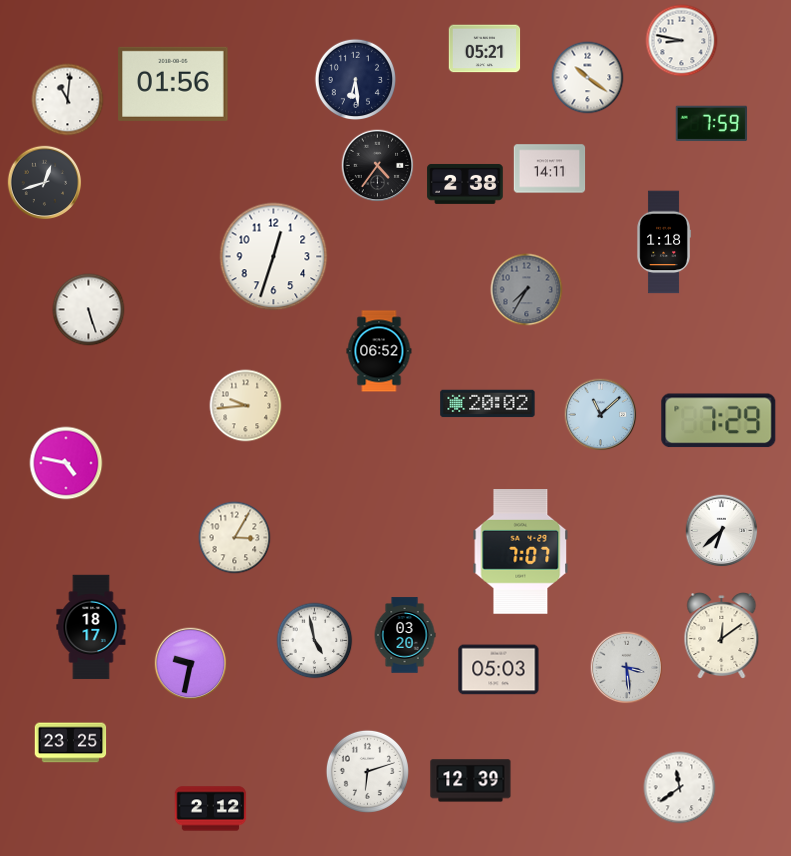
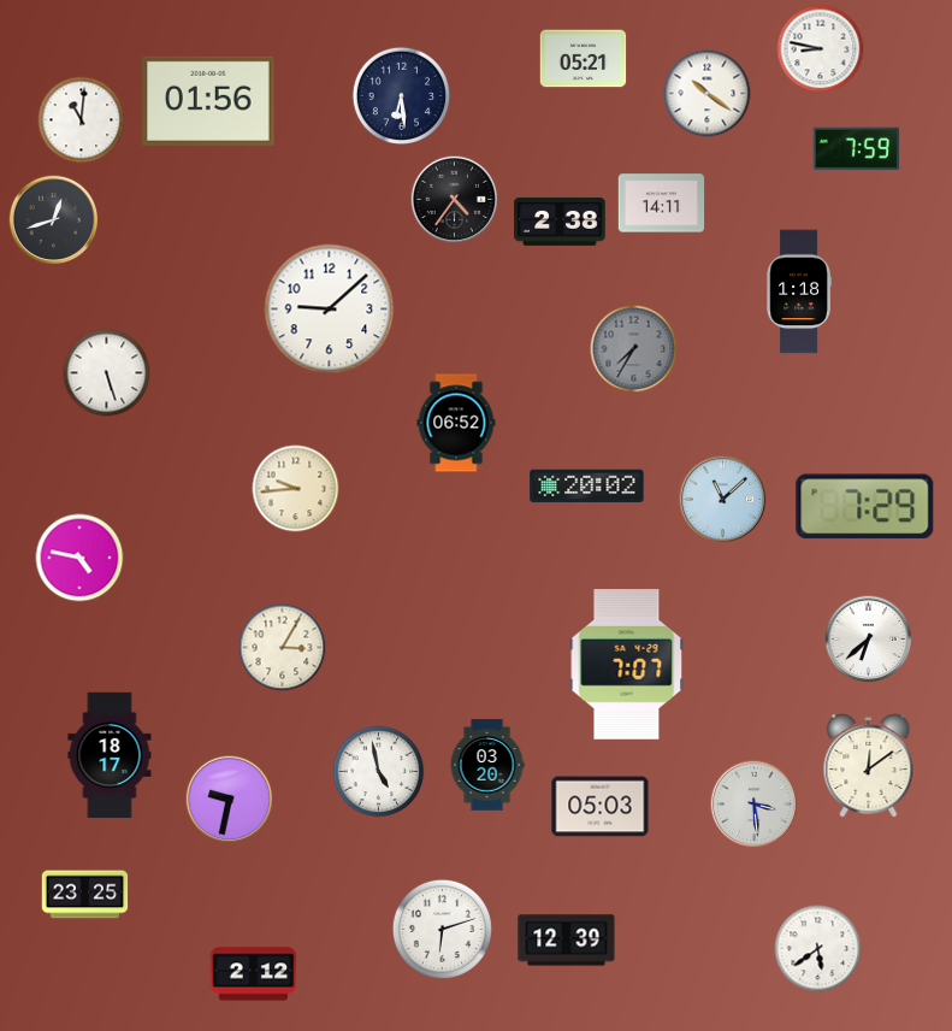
clock at (355, 79) position: (355, 79) -> (401, 95)
clock at (274, 257): 12:33 -> 9:08
clock at (680, 788): 11:39 -> 5:39
